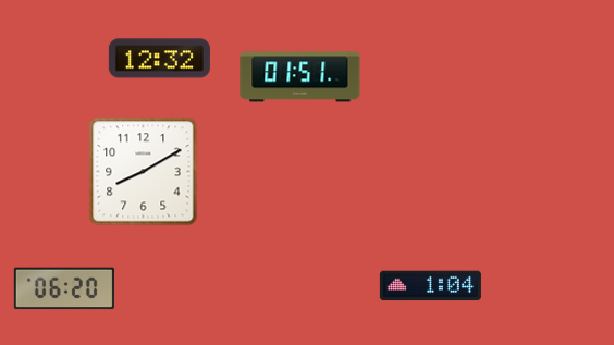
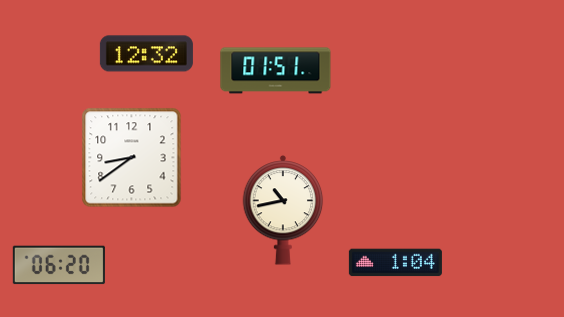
clock at (144, 172): 8:10 -> 8:39
clock at (283, 211): none -> 10:43
